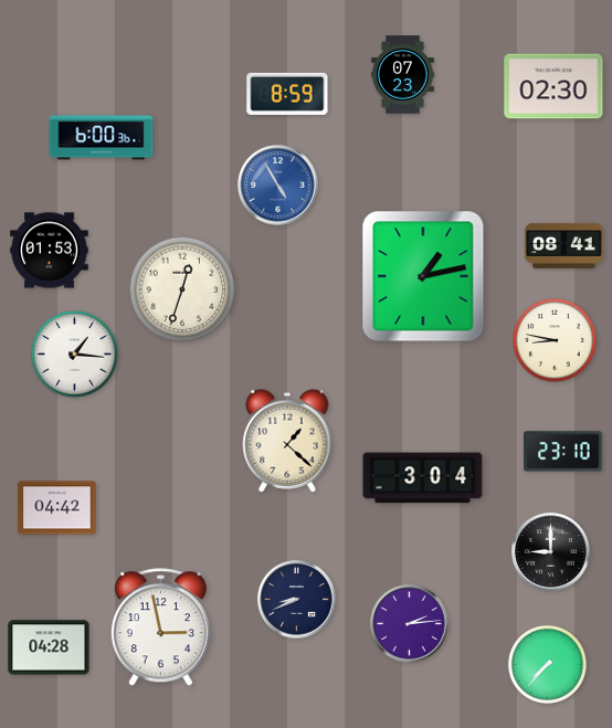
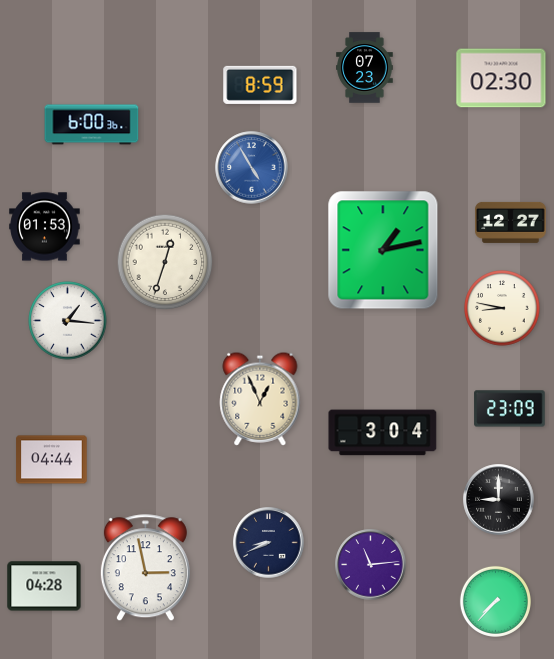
clock at (564, 245): 08:41 -> 12:27
clock at (287, 441): 1:22 -> 12:56
clock at (563, 452): 23:10 -> 23:09
clock at (57, 508): 04:42 -> 04:44
clock at (410, 624): 2:14 -> 11:14
